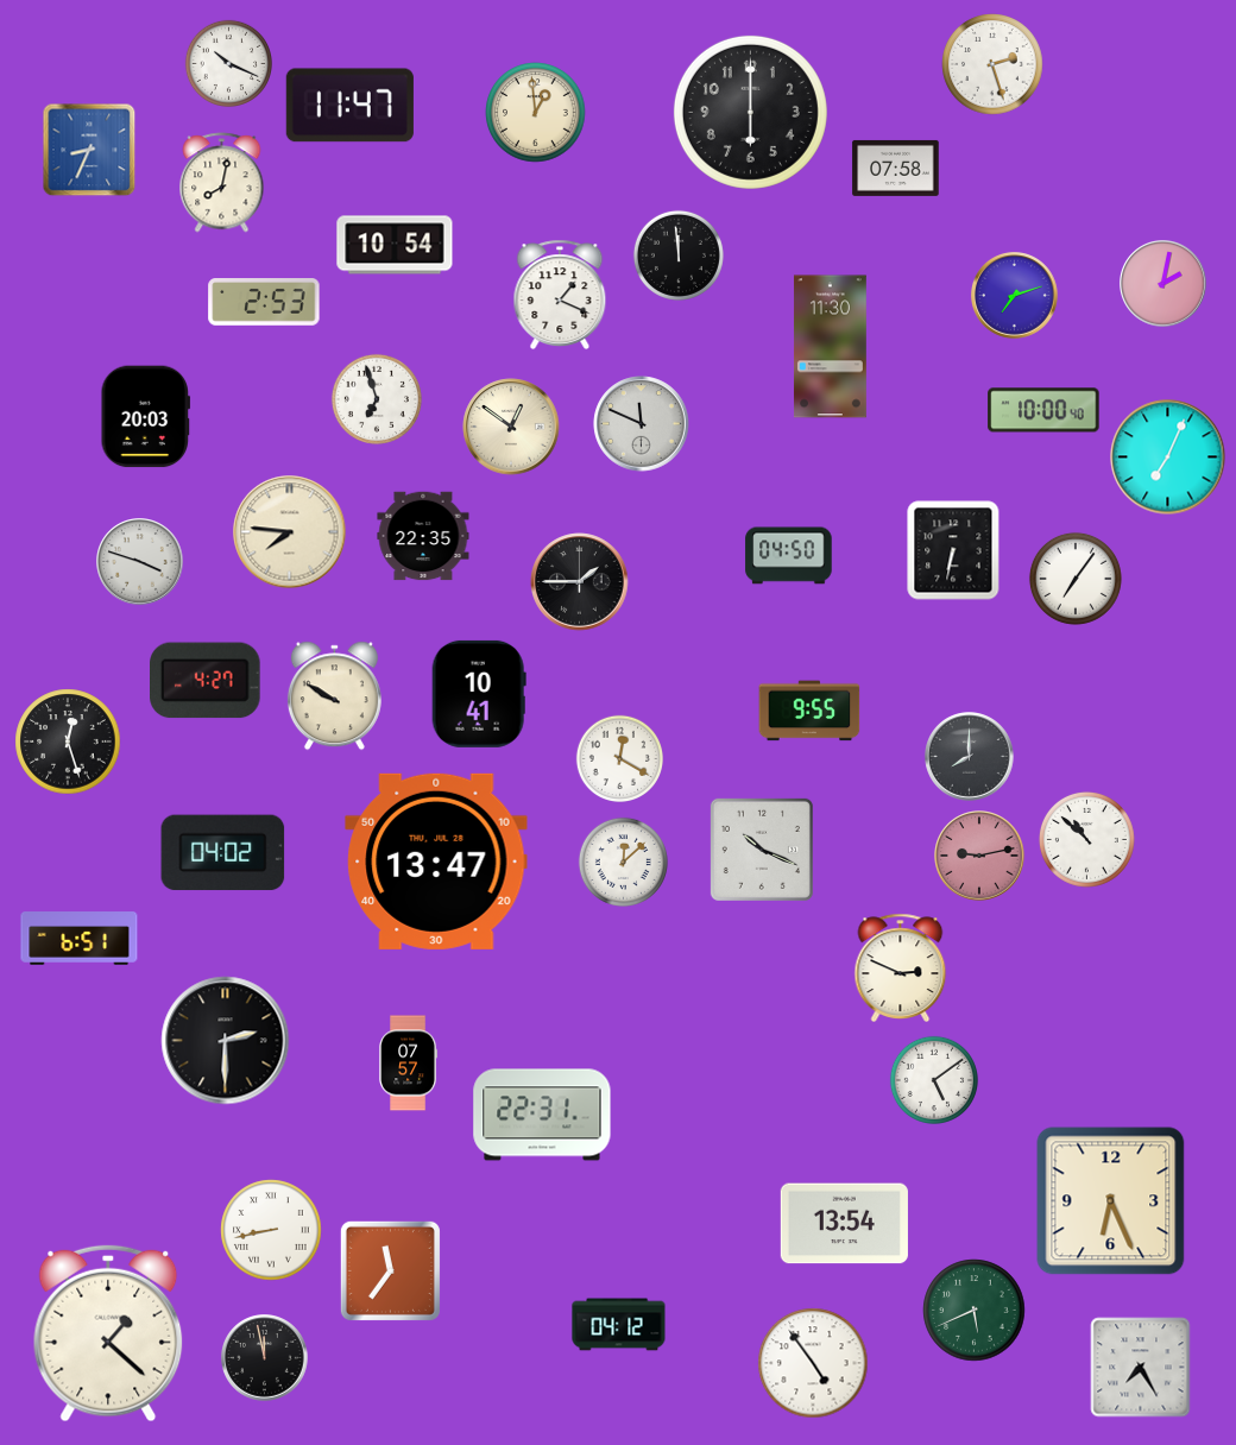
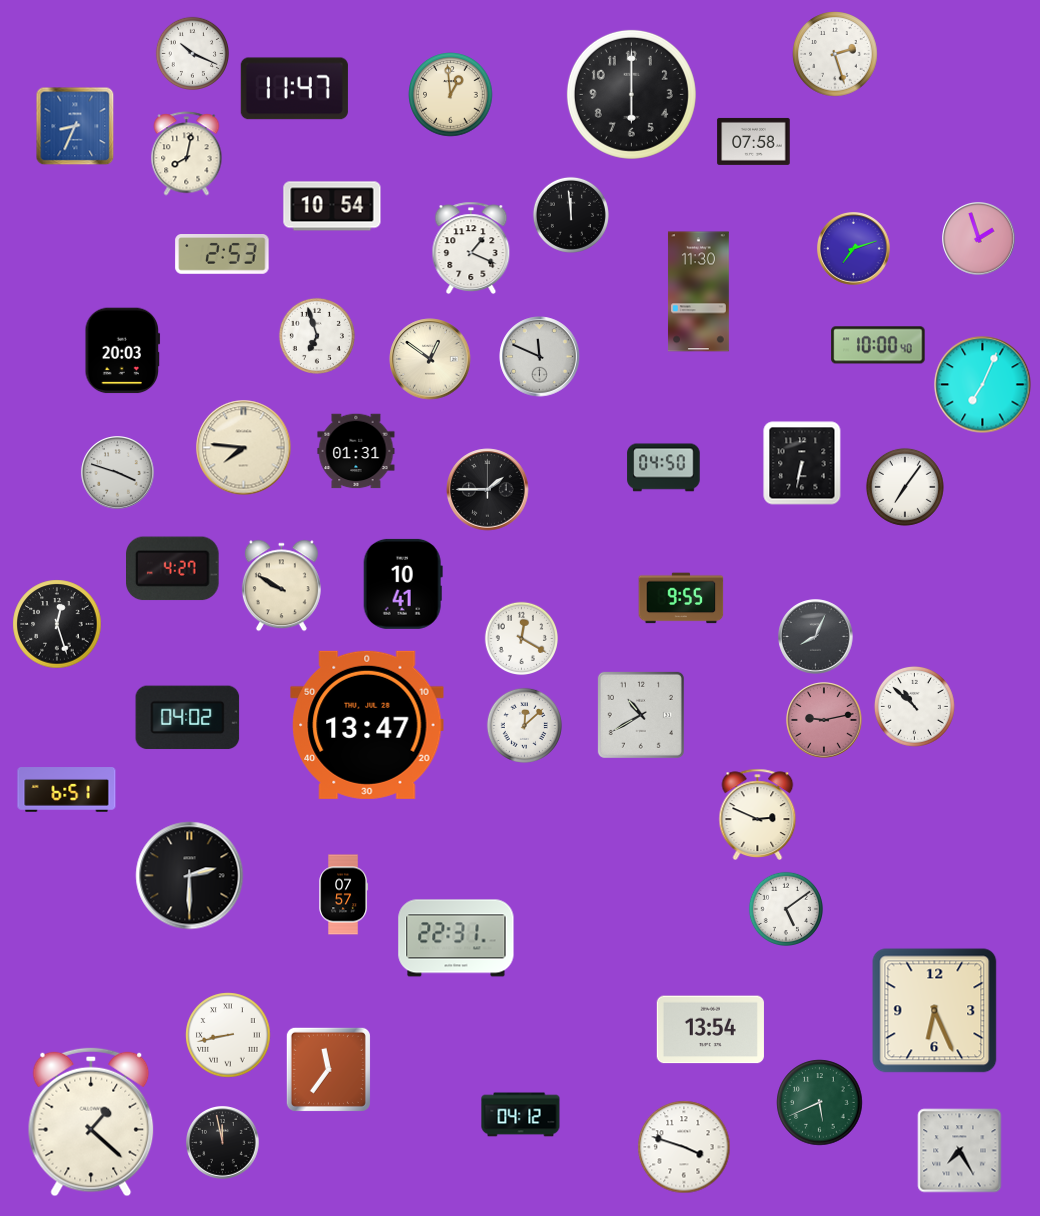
clock at (1164, 284): 2:02 -> 1:57
clock at (423, 536): 22:35 -> 01:31
clock at (206, 681) position: (206, 681) -> (173, 569)
clock at (970, 757): 8:00 -> 8:04
clock at (762, 850): 10:19 -> 10:40
clock at (813, 1363): 4:54 -> 3:48
